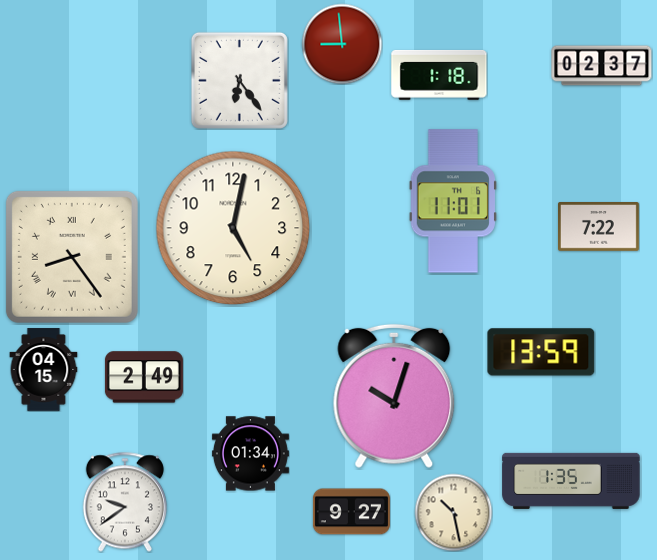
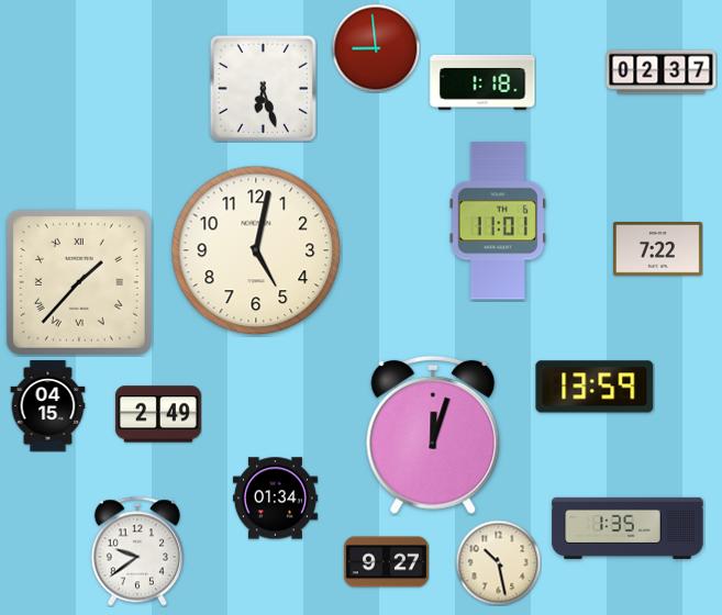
clock at (239, 80): 6:24 -> 6:27
clock at (72, 257): 8:24 -> 1:37
clock at (394, 396): 10:03 -> 12:03
